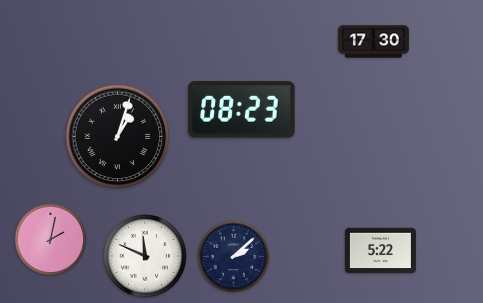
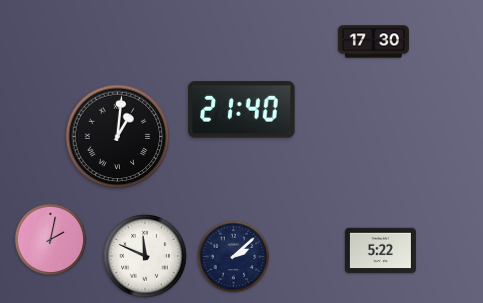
clock at (242, 110): 08:23 -> 21:40
clock at (118, 137): 1:03 -> 1:01
